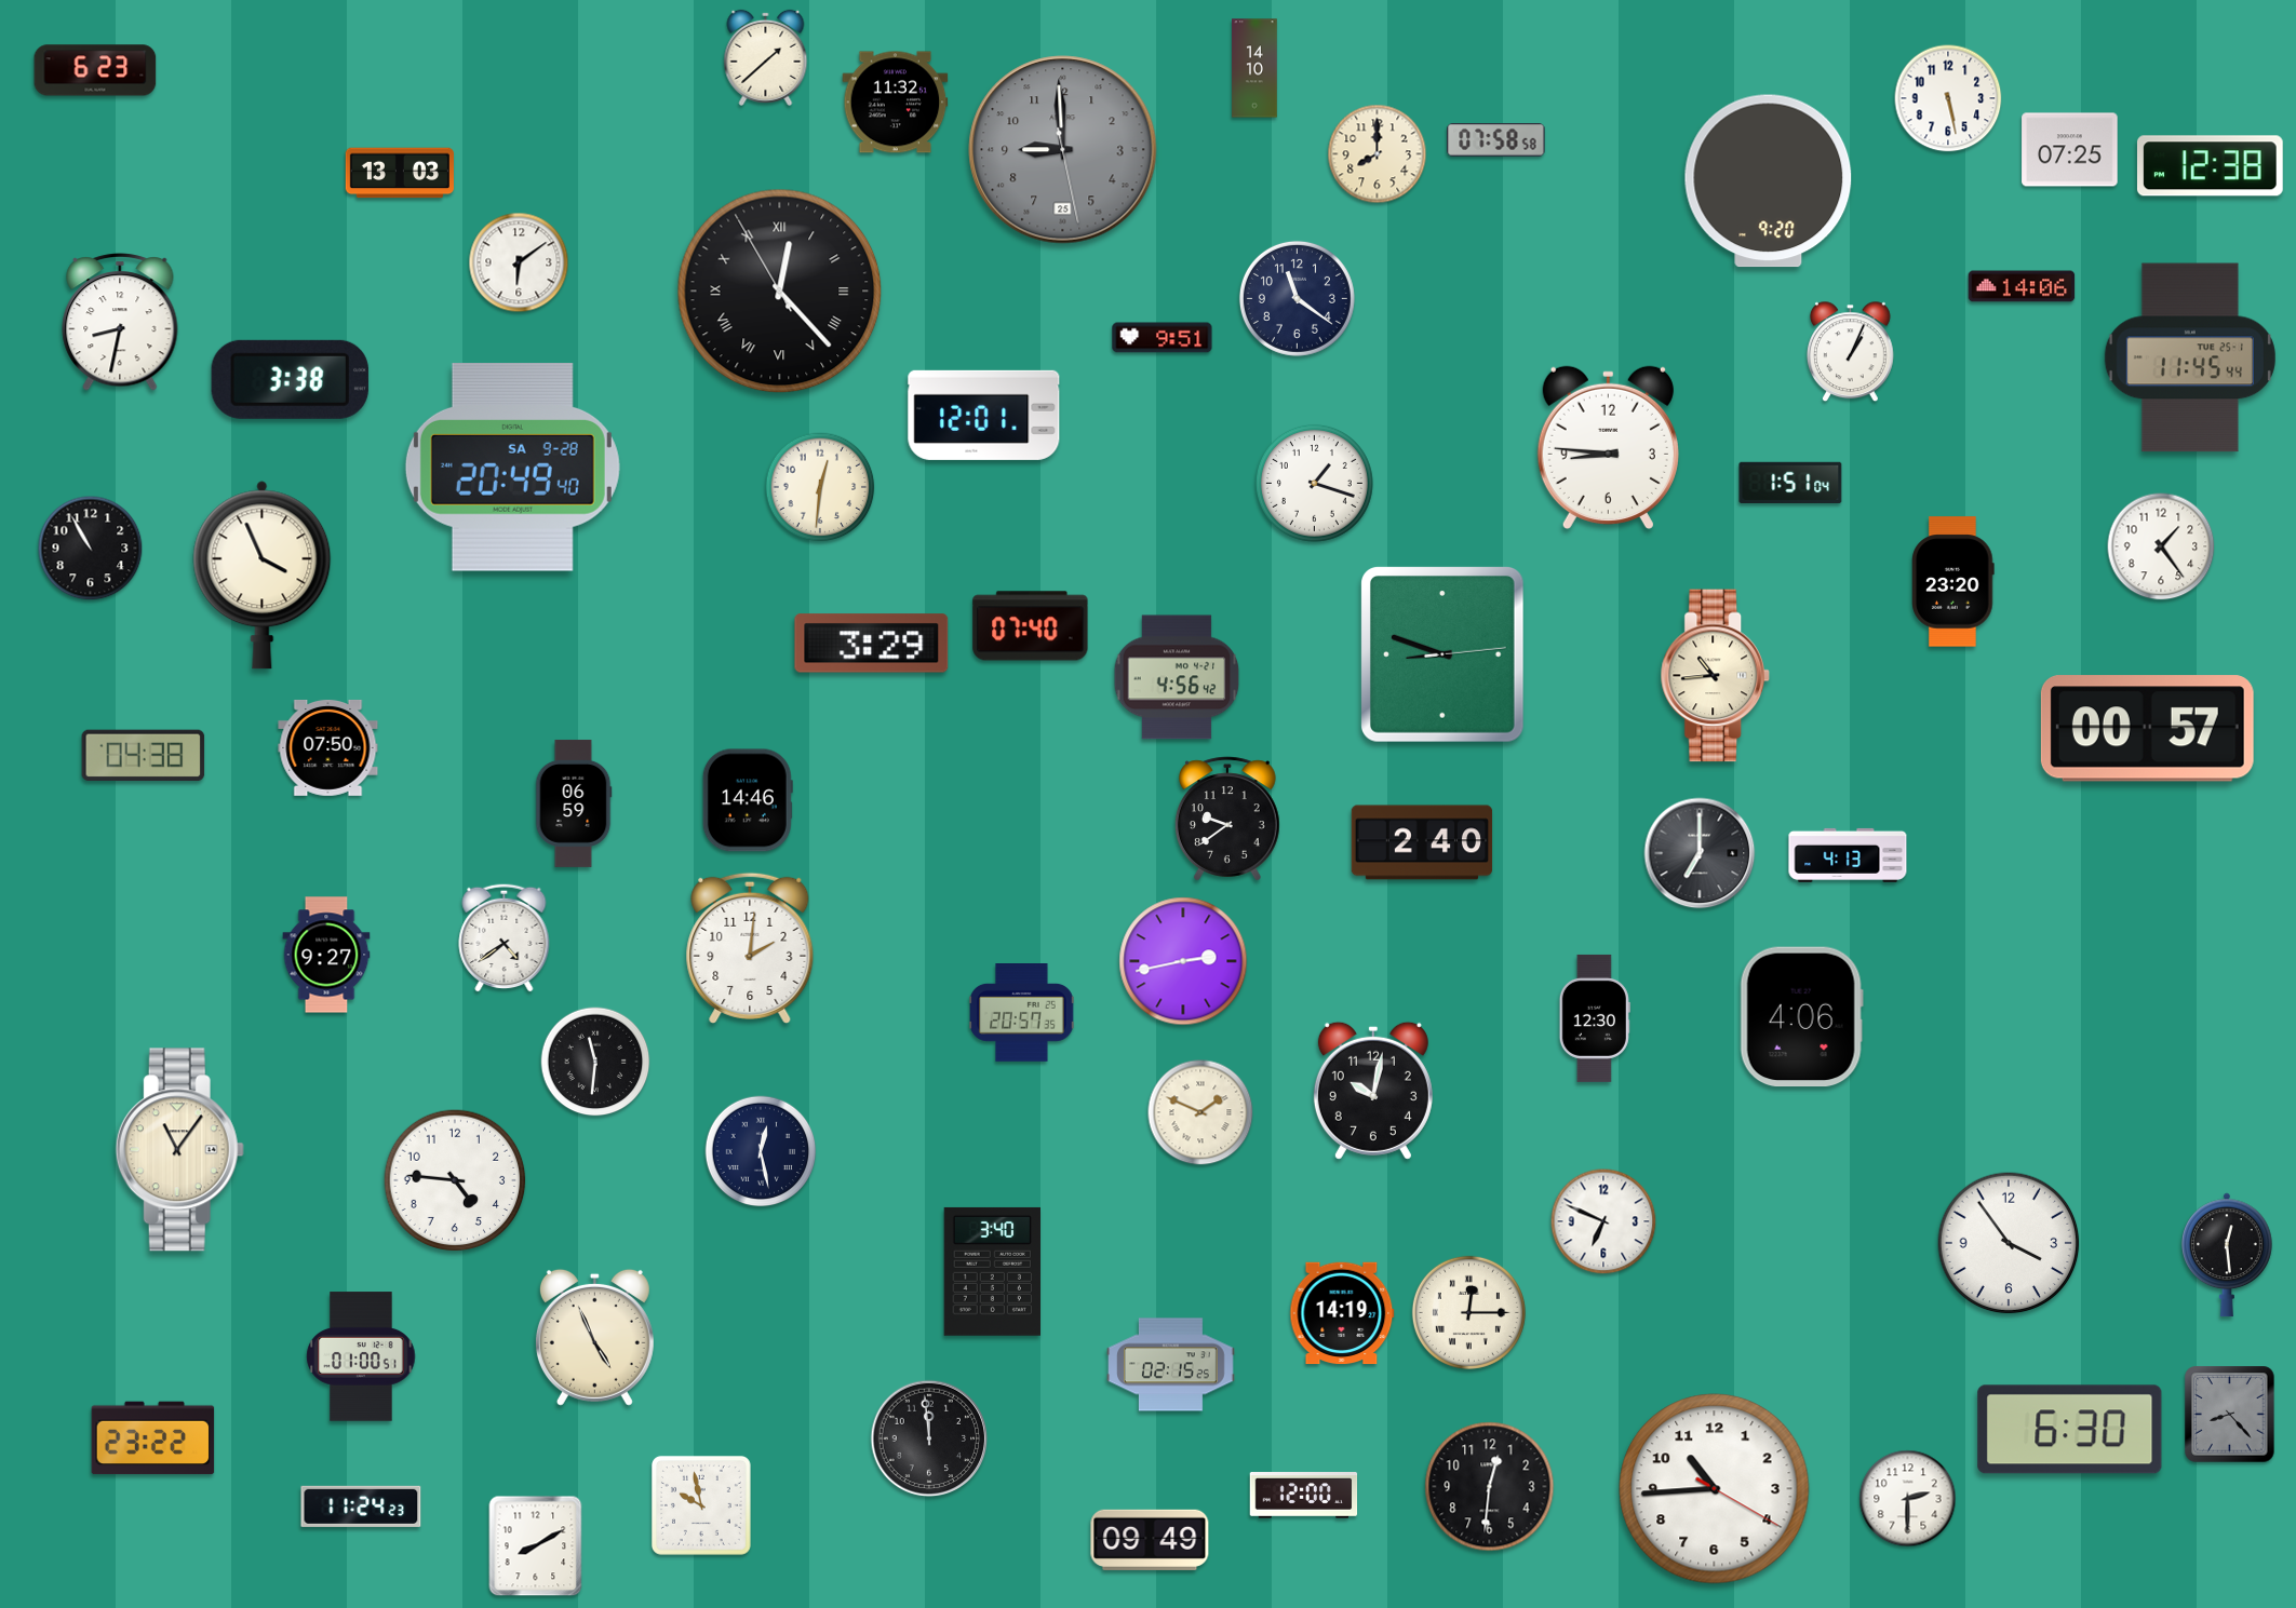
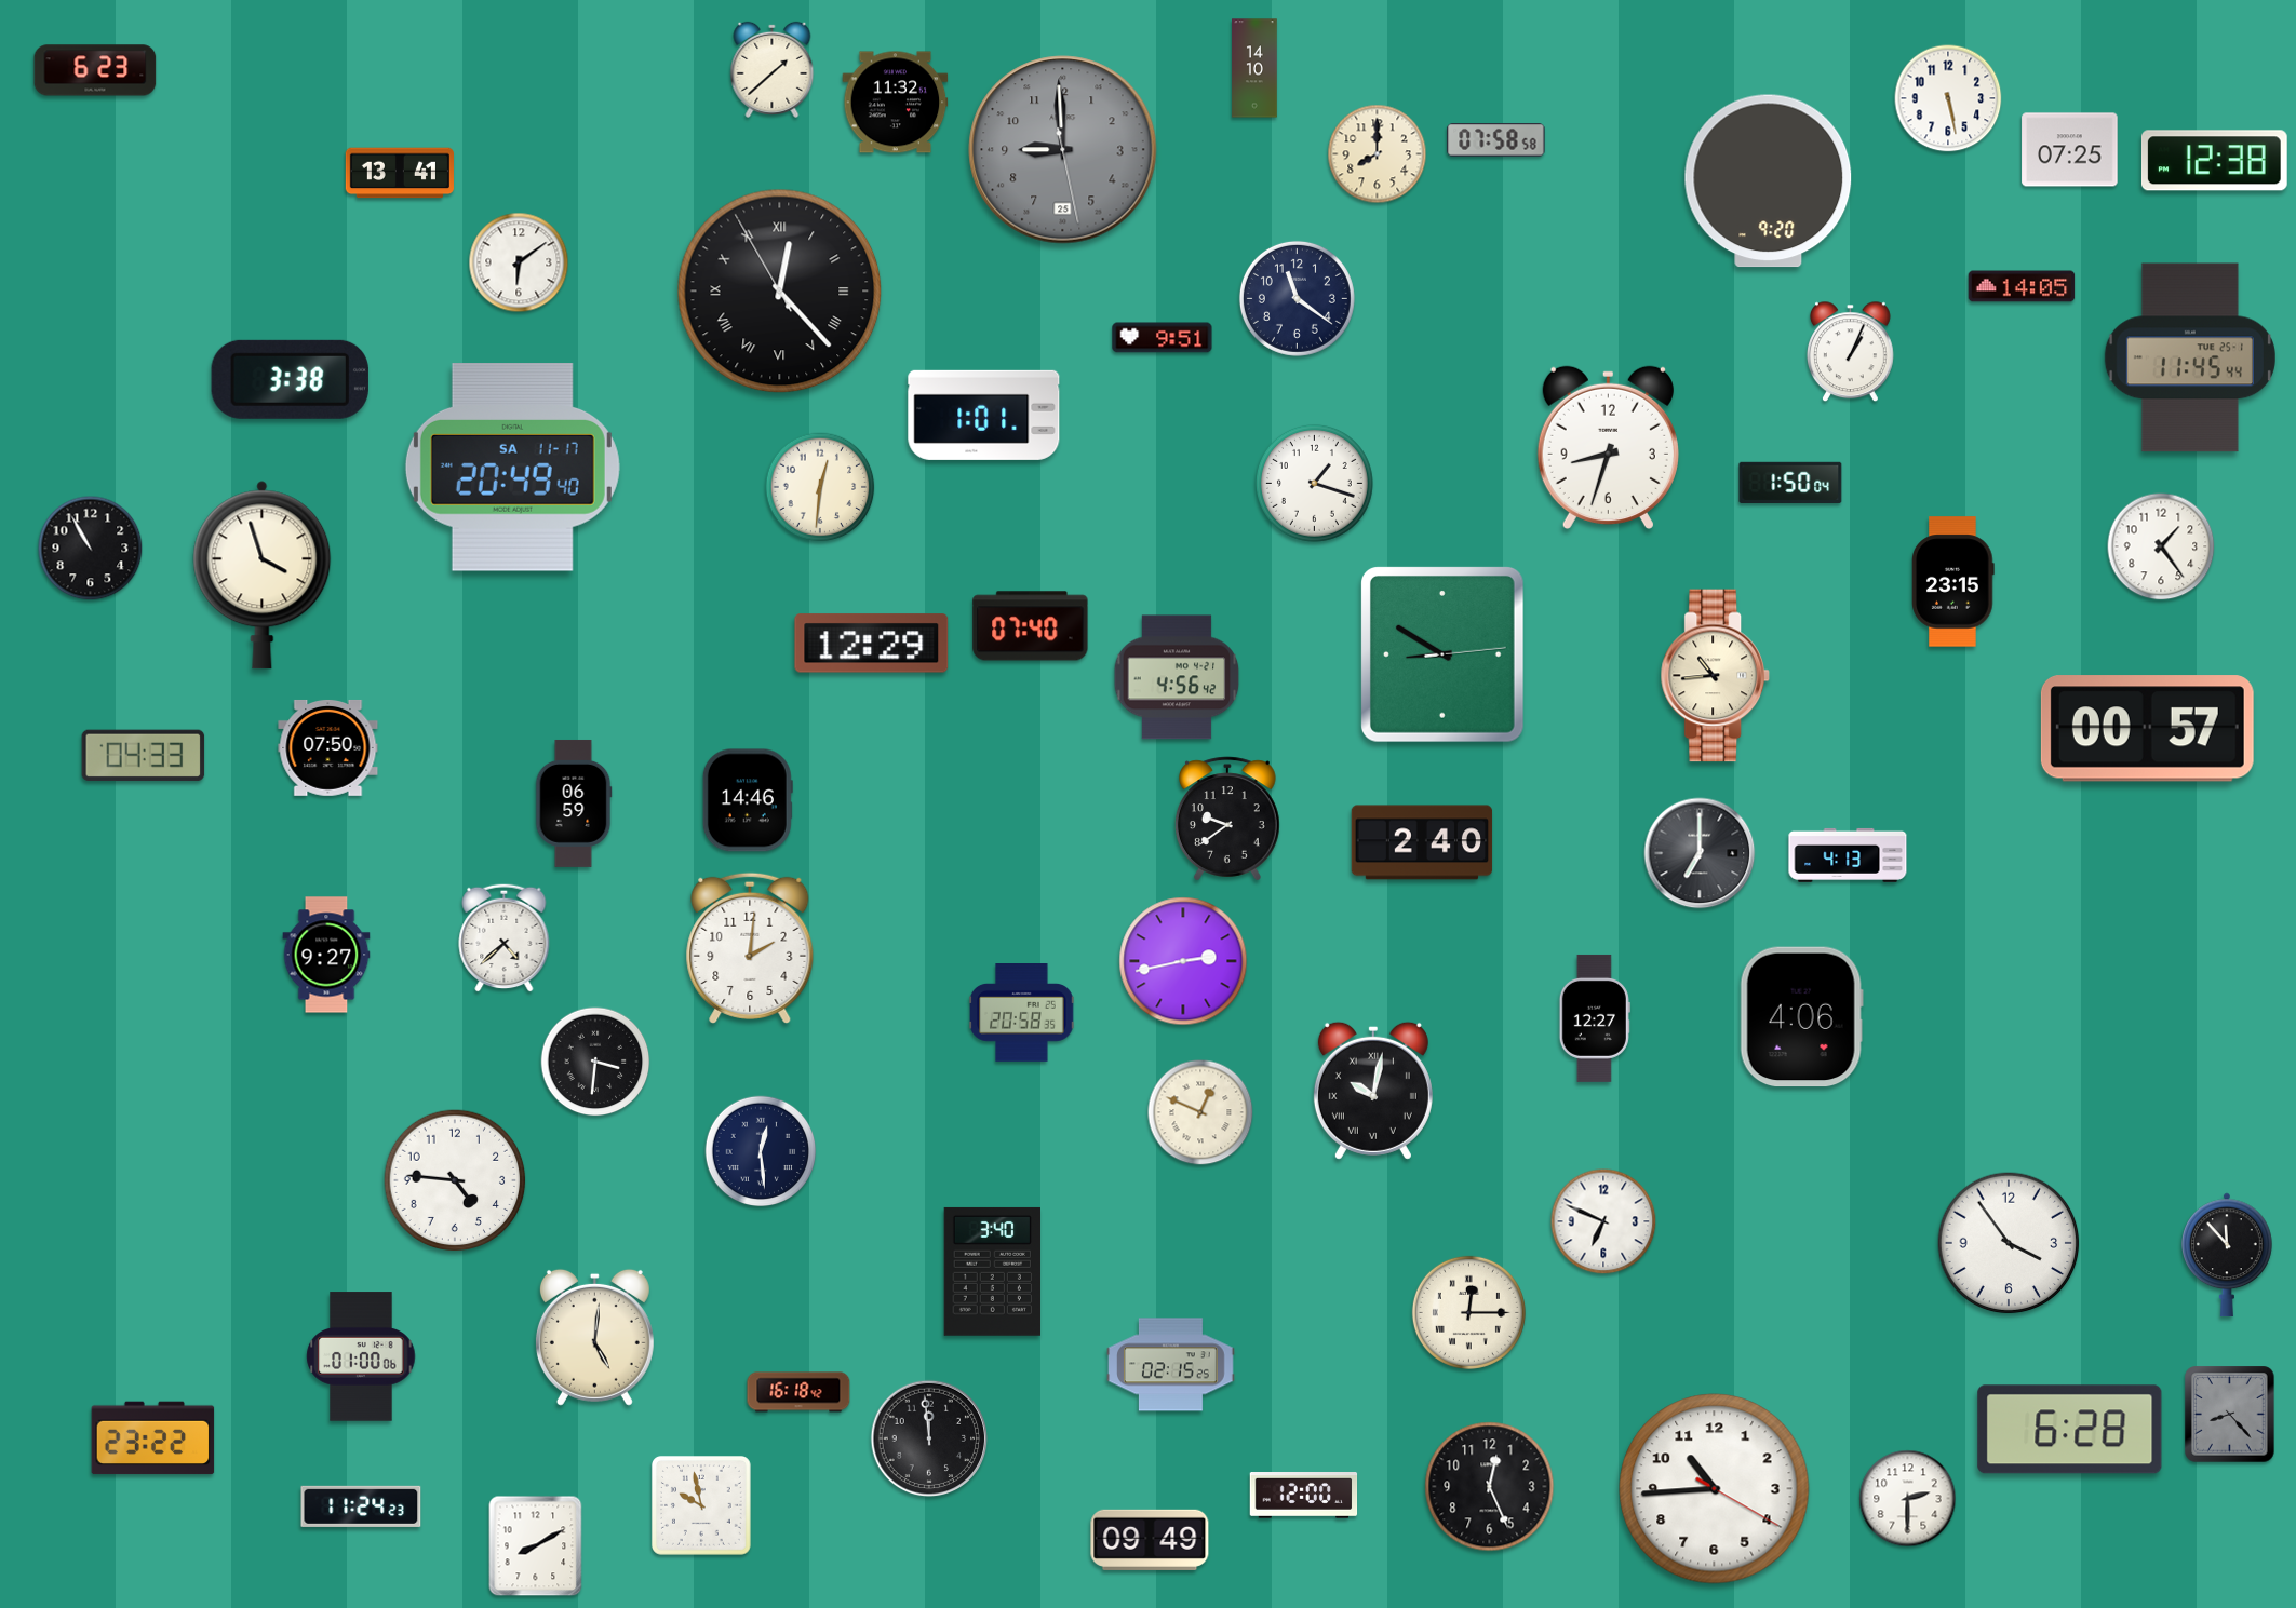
clock at (766, 57) position: (766, 57) -> (773, 69)
clock at (2210, 166) position: (2210, 166) -> (2214, 161)
clock at (400, 173): 13:03 -> 13:41
clock at (2022, 286): 14:06 -> 14:05
clock at (120, 322): 8:32 -> none
clock at (984, 415): 12:01 -> 1:01
clock at (1608, 447): 8:46 -> 8:33
clock at (512, 468) date: SA 9-28 -> SA 11-17
clock at (1790, 482): 1:51 -> 1:50
clock at (263, 576): 3:56 -> 3:57
clock at (1953, 582): 23:20 -> 23:15
clock at (872, 644): 3:29 -> 12:29
clock at (1442, 654): 8:48 -> 8:50
clock at (144, 756): 04:38 -> 04:33
clock at (505, 937): 4:39 -> 4:38
clock at (1022, 1013): 20:57 -> 20:58
clock at (1595, 1018): 12:30 -> 12:27
clock at (595, 1062): 11:31 -> 3:31
clock at (1373, 1091) numerals: Arabic -> Roman
clock at (1200, 1112): 1:49 -> 12:49
clock at (179, 1150): 11:06 -> none
clock at (761, 1151): 12:28 -> 12:29
clock at (2228, 1255): 12:29 -> 11:53
clock at (1342, 1313): 14:19 -> none
clock at (594, 1337): 4:56 -> 5:01
clock at (361, 1356): 01:00:51 -> 01:00:06
clock at (798, 1392): none -> 16:18
clock at (2070, 1430): 6:30 -> 6:28
clock at (1490, 1487): 12:31 -> 12:26
